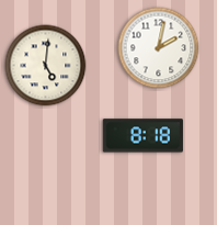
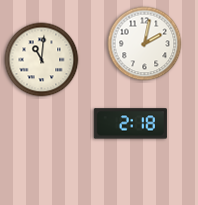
clock at (46, 66): 5:01 -> 11:01
clock at (142, 136): 8:18 -> 2:18
